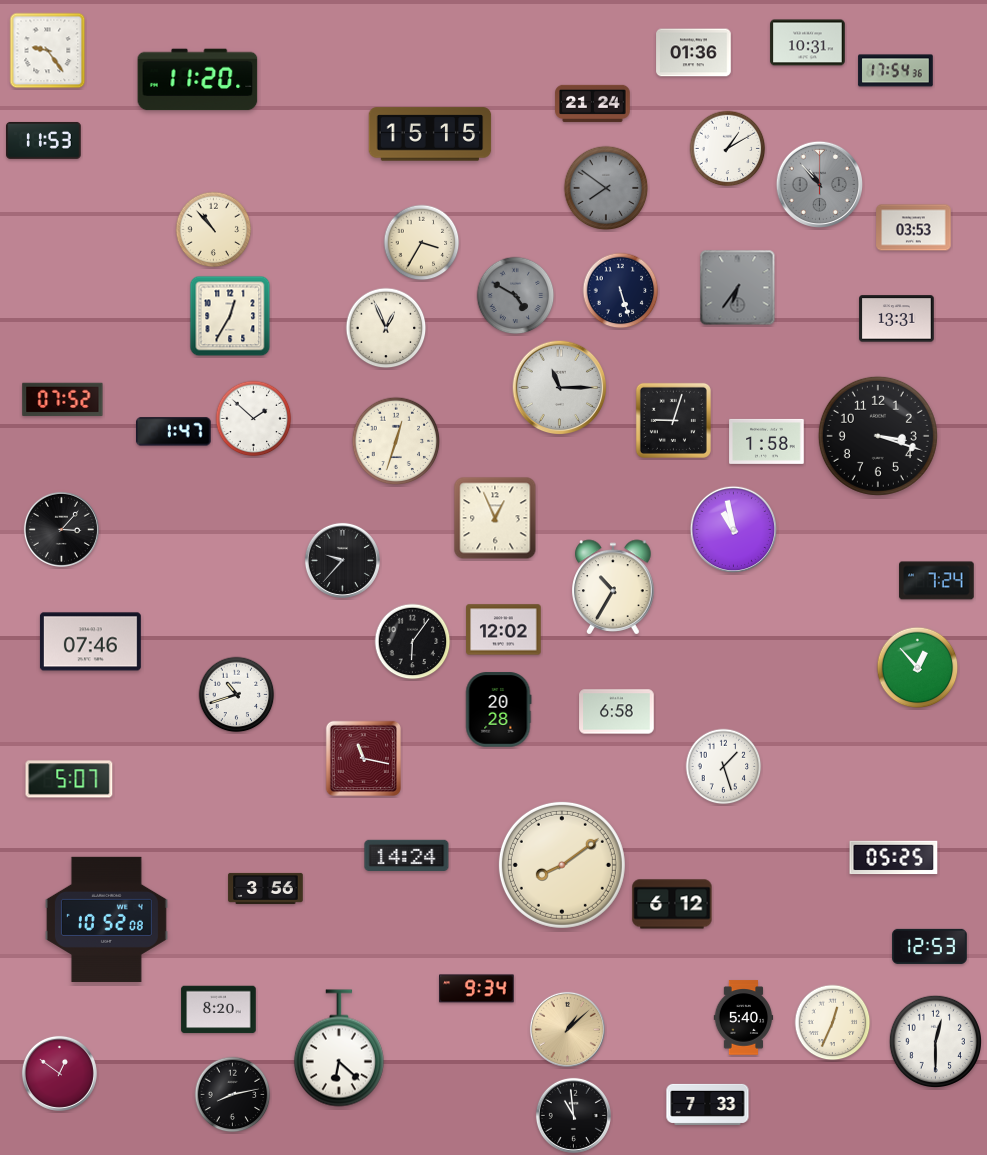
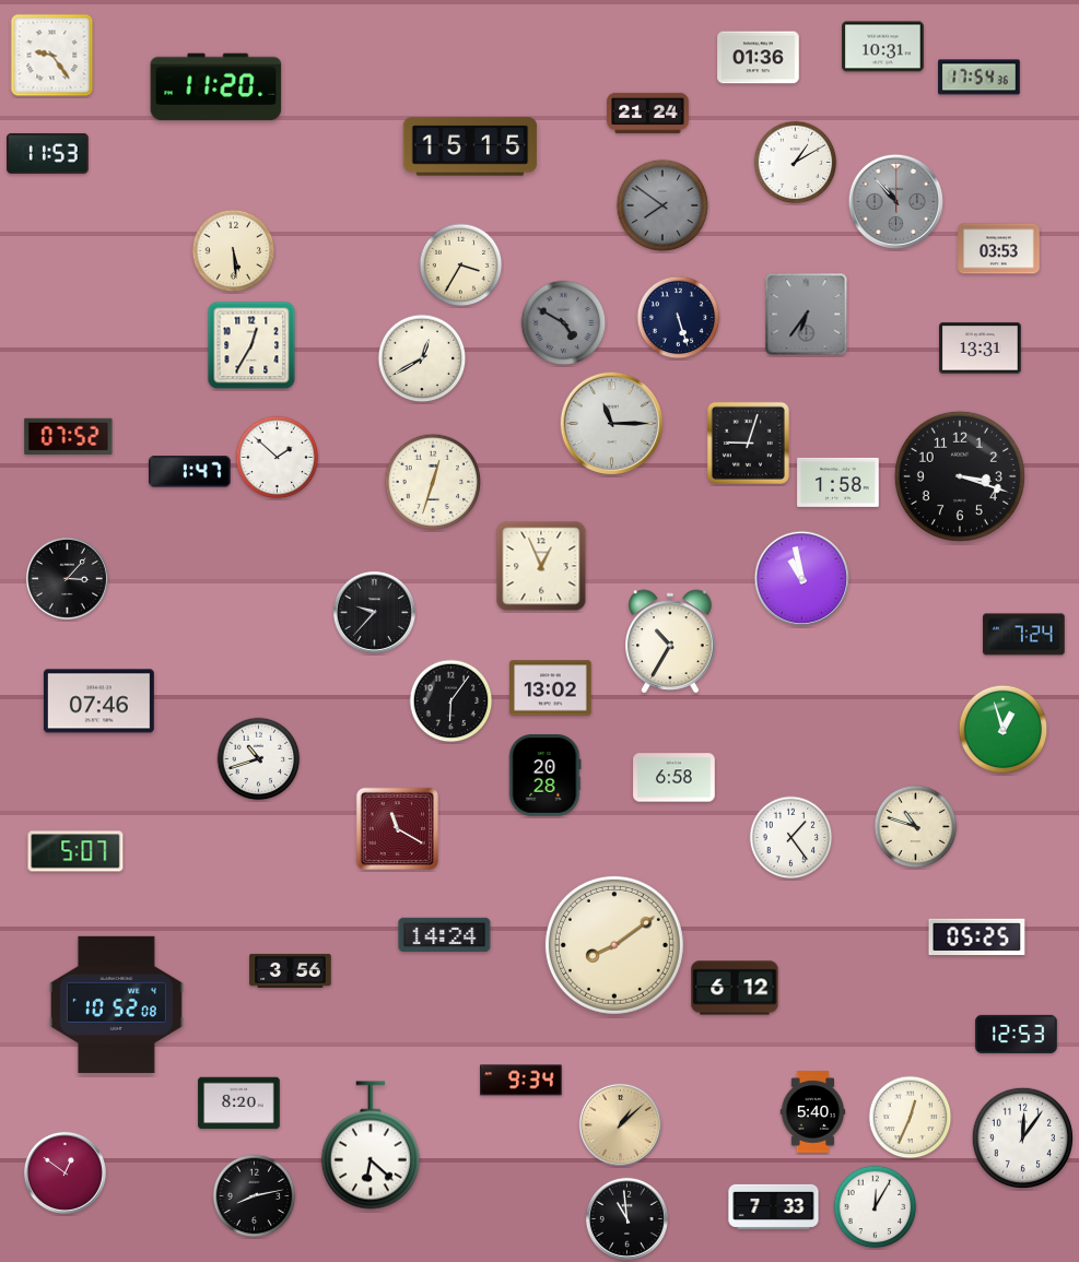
clock at (214, 230): 10:53 -> 5:29
clock at (386, 328): 12:56 -> 12:40
clock at (673, 420) position: (673, 420) -> (748, 443)
clock at (504, 630): 12:02 -> 13:02
clock at (918, 668): 12:53 -> 12:57
clock at (916, 827): none -> 10:48
clock at (363, 758): 11:17 -> 11:20
clock at (724, 767): 1:27 -> 1:24
clock at (935, 1041): 12:30 -> 12:06
clock at (876, 1207): none -> 12:05
